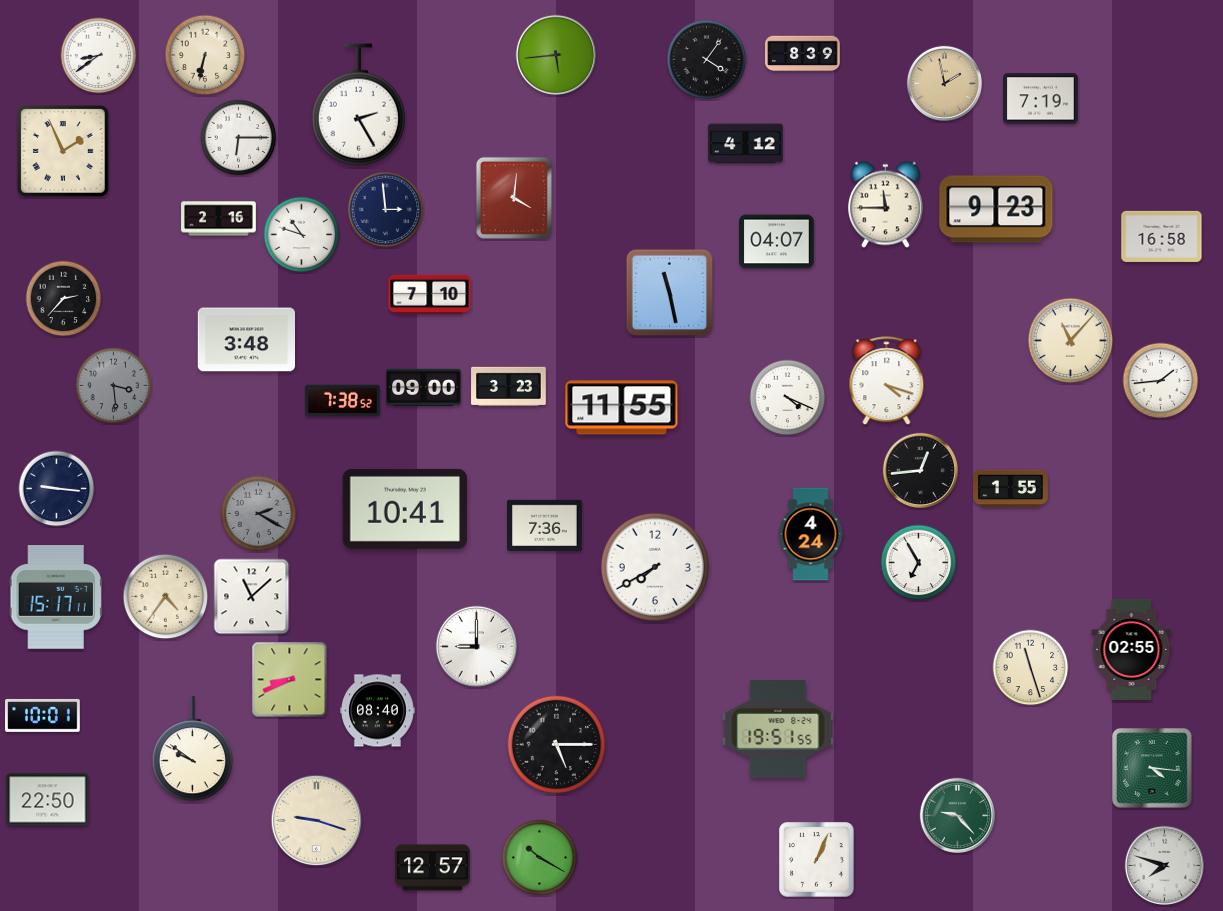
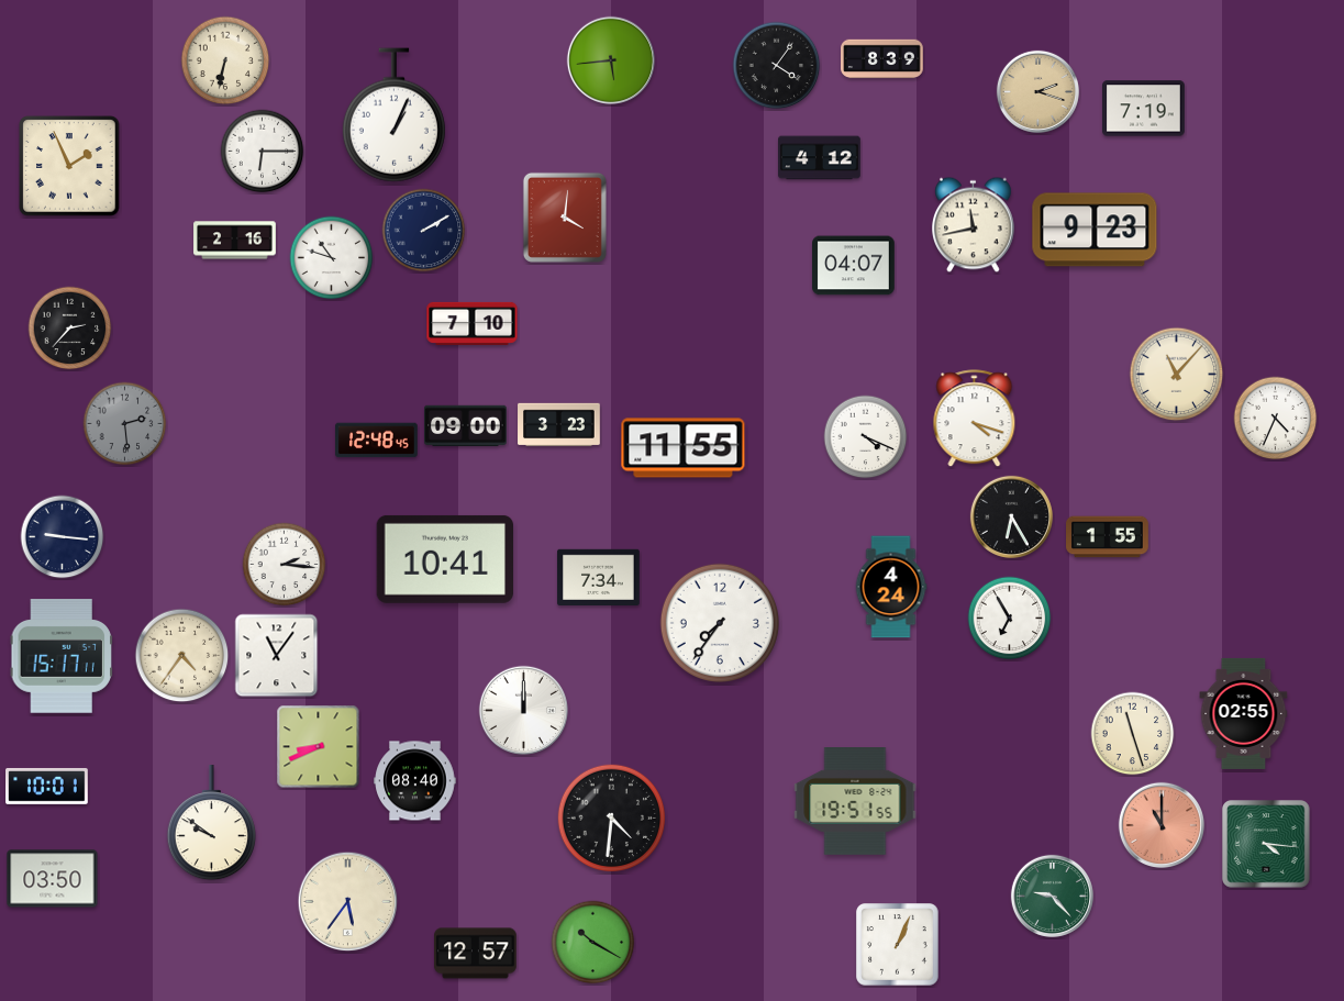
clock at (99, 56): 8:39 -> none
clock at (944, 83): 1:58 -> 2:18
clock at (358, 105): 2:25 -> 1:04
clock at (886, 205): 11:45 -> 11:43
clock at (386, 210): 2:59 -> 2:10
clock at (219, 219) position: (219, 219) -> (235, 241)
clock at (1162, 236): 16:58 -> none
clock at (670, 293): 11:28 -> none
clock at (246, 340): 3:48 -> none
clock at (1161, 381): 1:44 -> 4:34
clock at (114, 386): 3:29 -> 2:29
clock at (343, 401): 7:38 -> 12:48
clock at (920, 470): 12:44 -> 6:25
clock at (1011, 489) position: (1011, 489) -> (1108, 537)
clock at (259, 514): 2:20 -> 2:16
clock at (259, 514) dial: grey -> white
clock at (545, 525): 7:36 -> 7:34
clock at (655, 567): 7:40 -> 7:36
clock at (252, 597): 11:08 -> 11:06
clock at (476, 646): 9:00 -> 12:00
clock at (557, 745): 5:15 -> 4:31
clock at (1160, 824): none -> 11:00
clock at (48, 800): 22:50 -> 03:50
clock at (317, 821): 9:18 -> 5:36
clock at (1164, 865): 7:48 -> none
